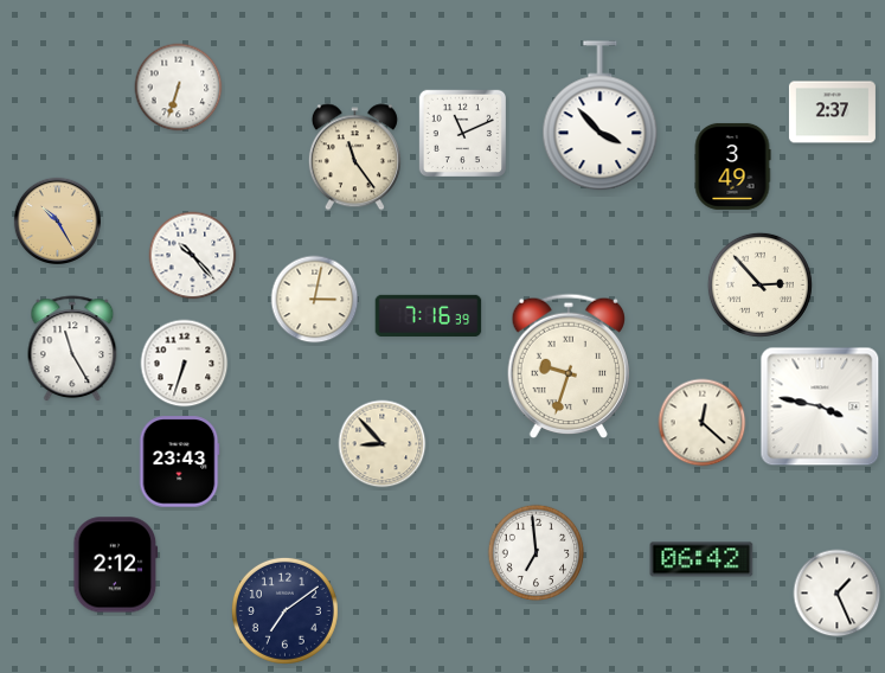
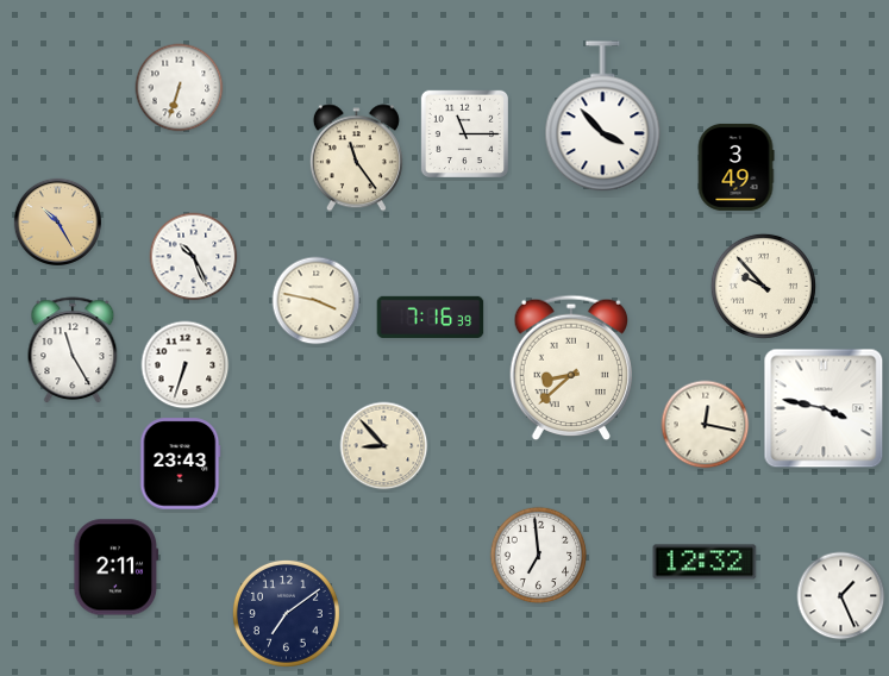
clock at (832, 113): 2:37 -> none
clock at (462, 133): 11:11 -> 11:15
clock at (193, 256): 10:23 -> 10:26
clock at (759, 284): 2:53 -> 9:53
clock at (315, 300): 3:02 -> 3:47
clock at (567, 366): 9:33 -> 8:38
clock at (703, 423): 12:22 -> 12:17
clock at (701, 559): 06:42 -> 12:32
clock at (116, 565): 2:12 -> 2:11
